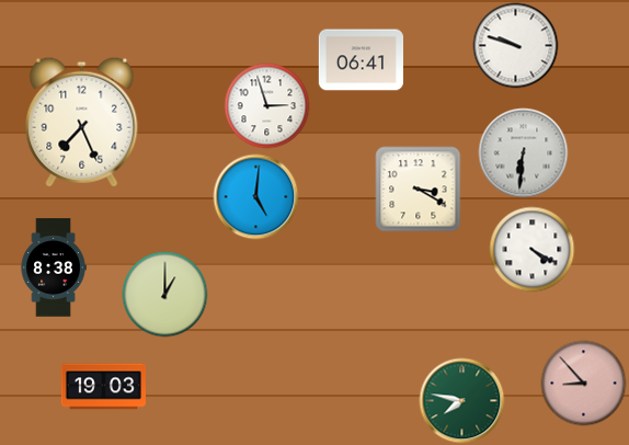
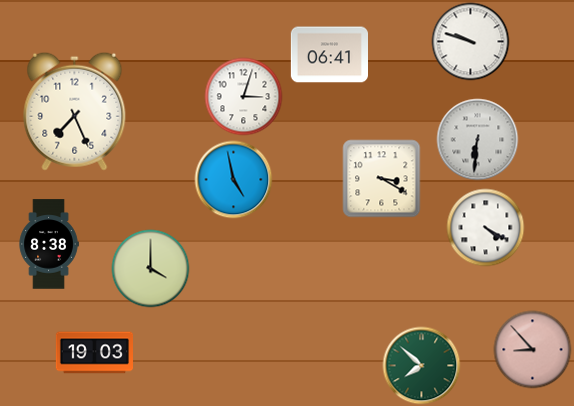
clock at (266, 105): 2:57 -> 3:03
clock at (418, 189) position: (418, 189) -> (381, 178)
clock at (255, 196): 5:01 -> 4:58
clock at (164, 294): 1:00 -> 4:00
clock at (461, 400): 7:47 -> 7:52
